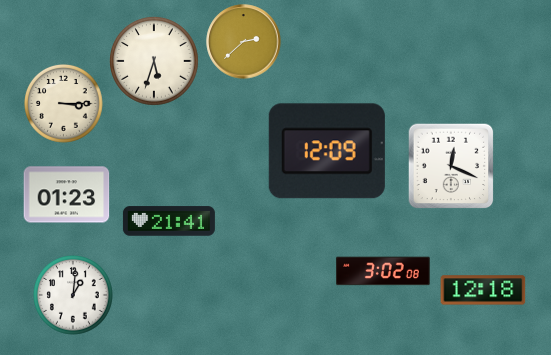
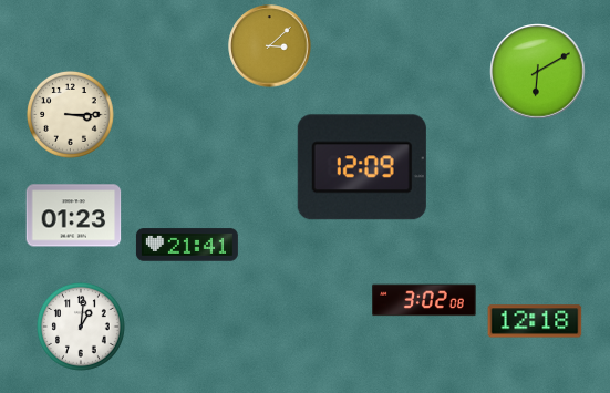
clock at (244, 42): 2:38 -> 3:08
clock at (154, 61): 5:33 -> none
clock at (538, 72): none -> 6:10
clock at (451, 166): 12:19 -> none
